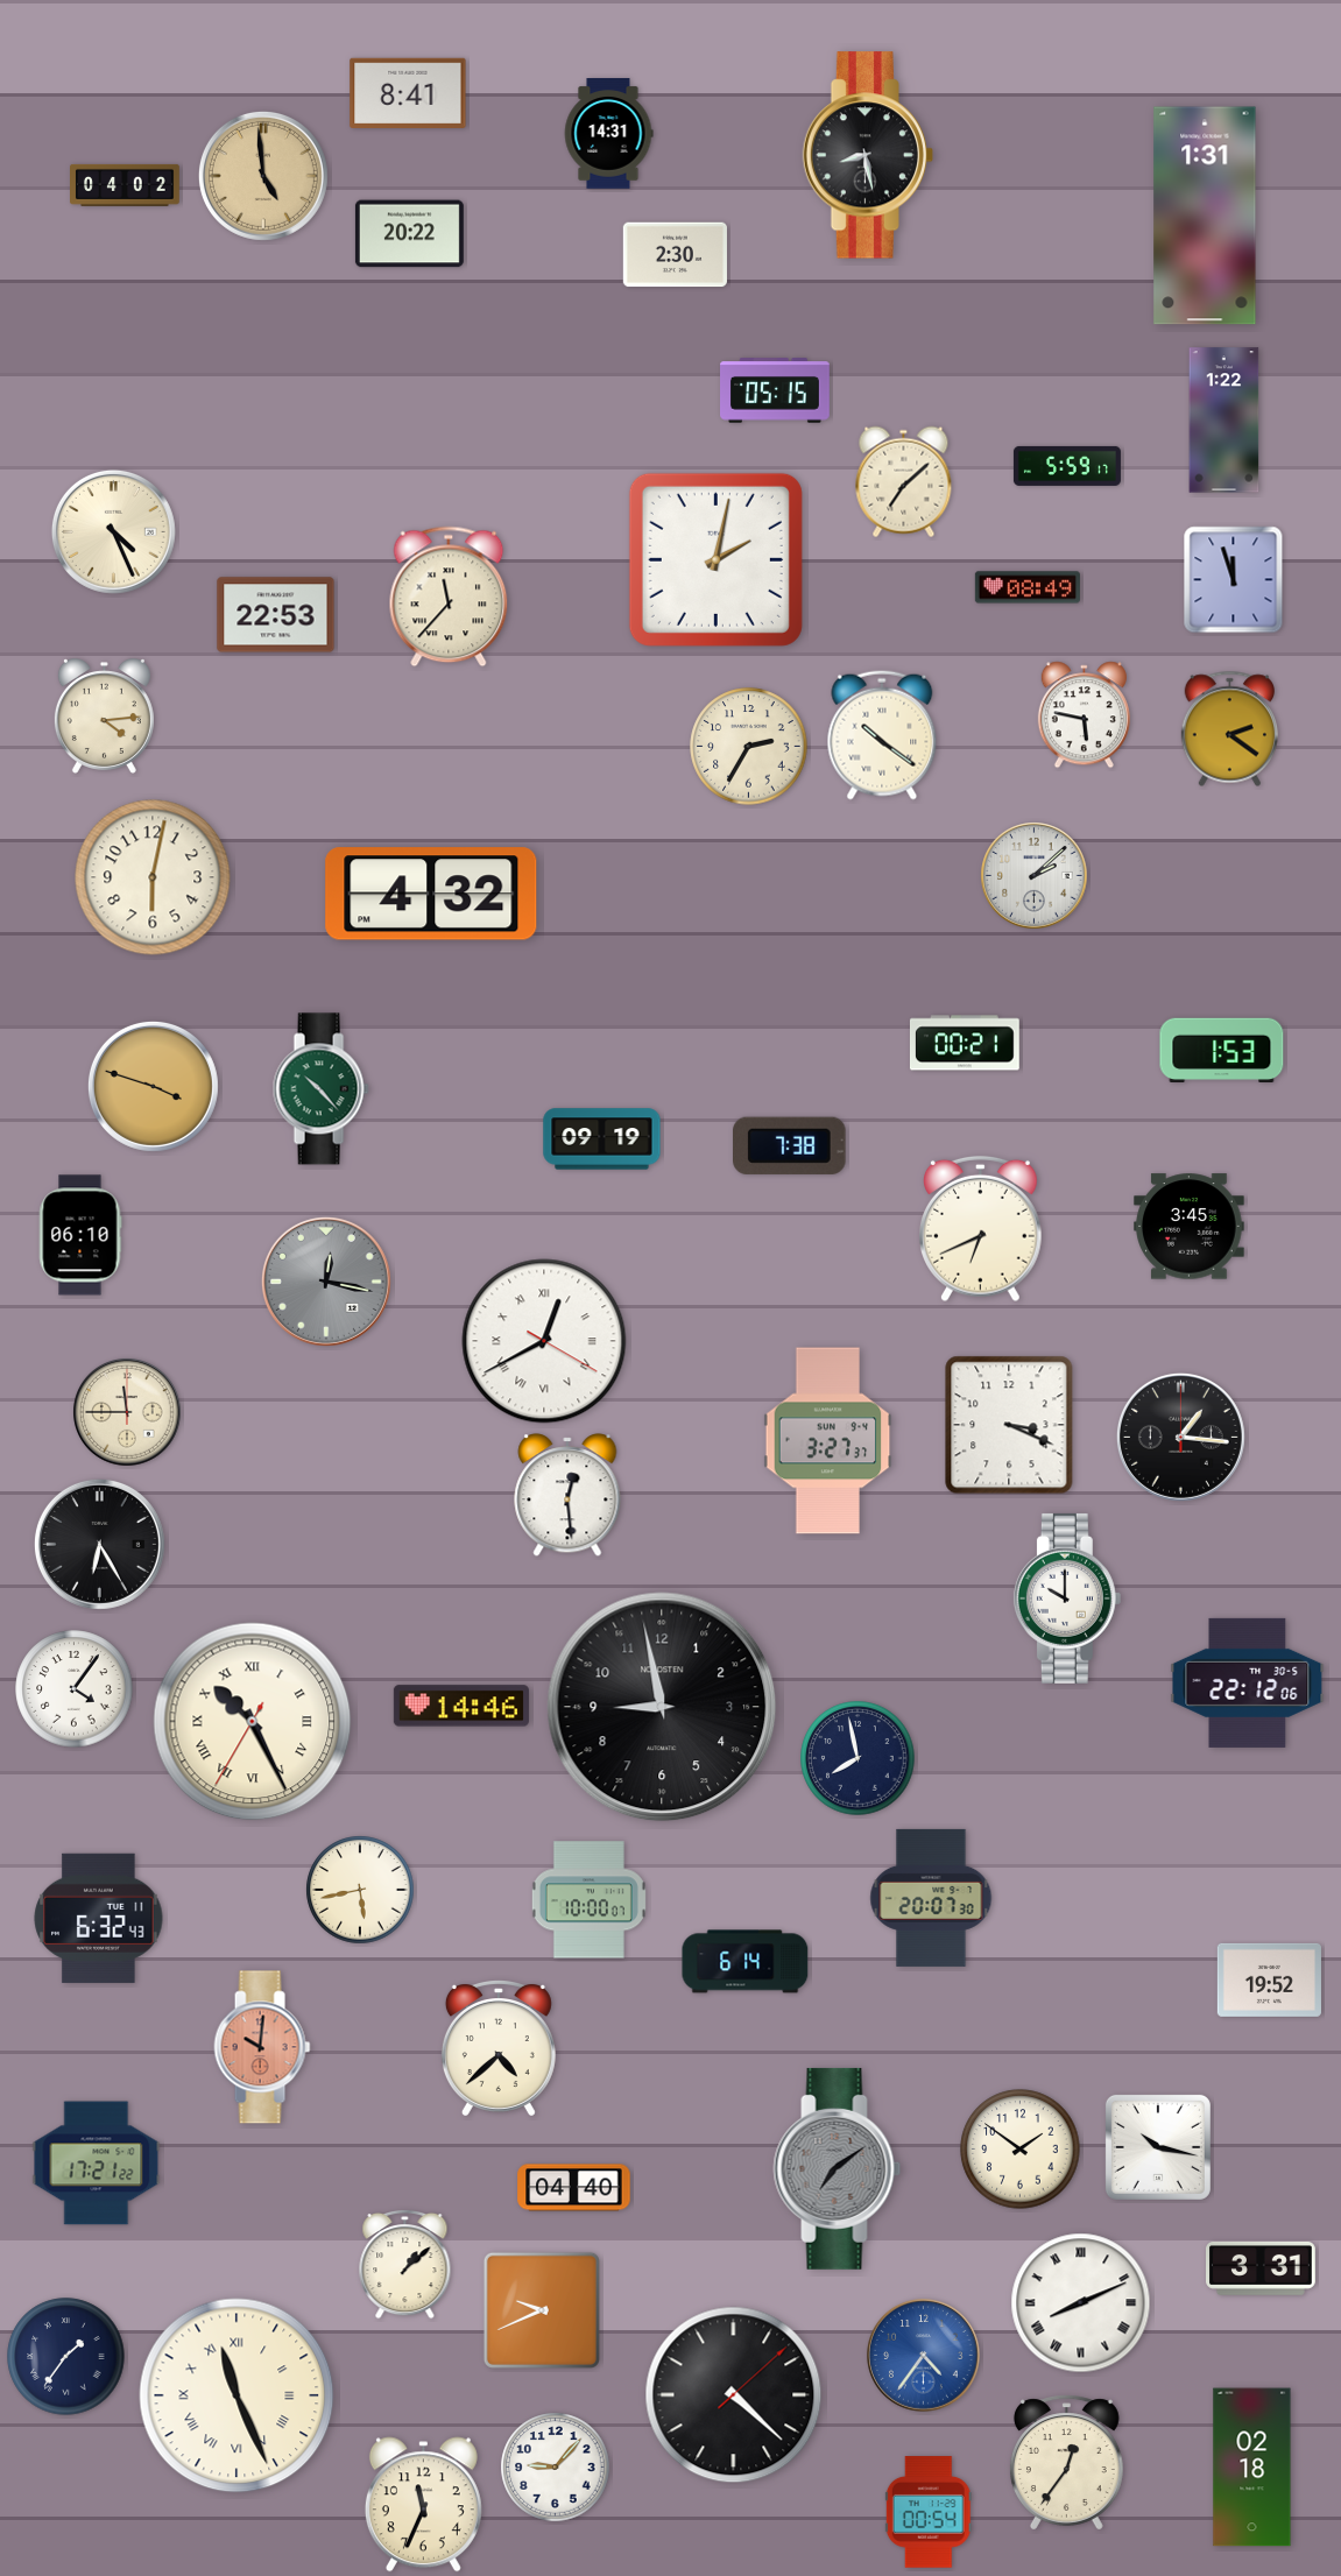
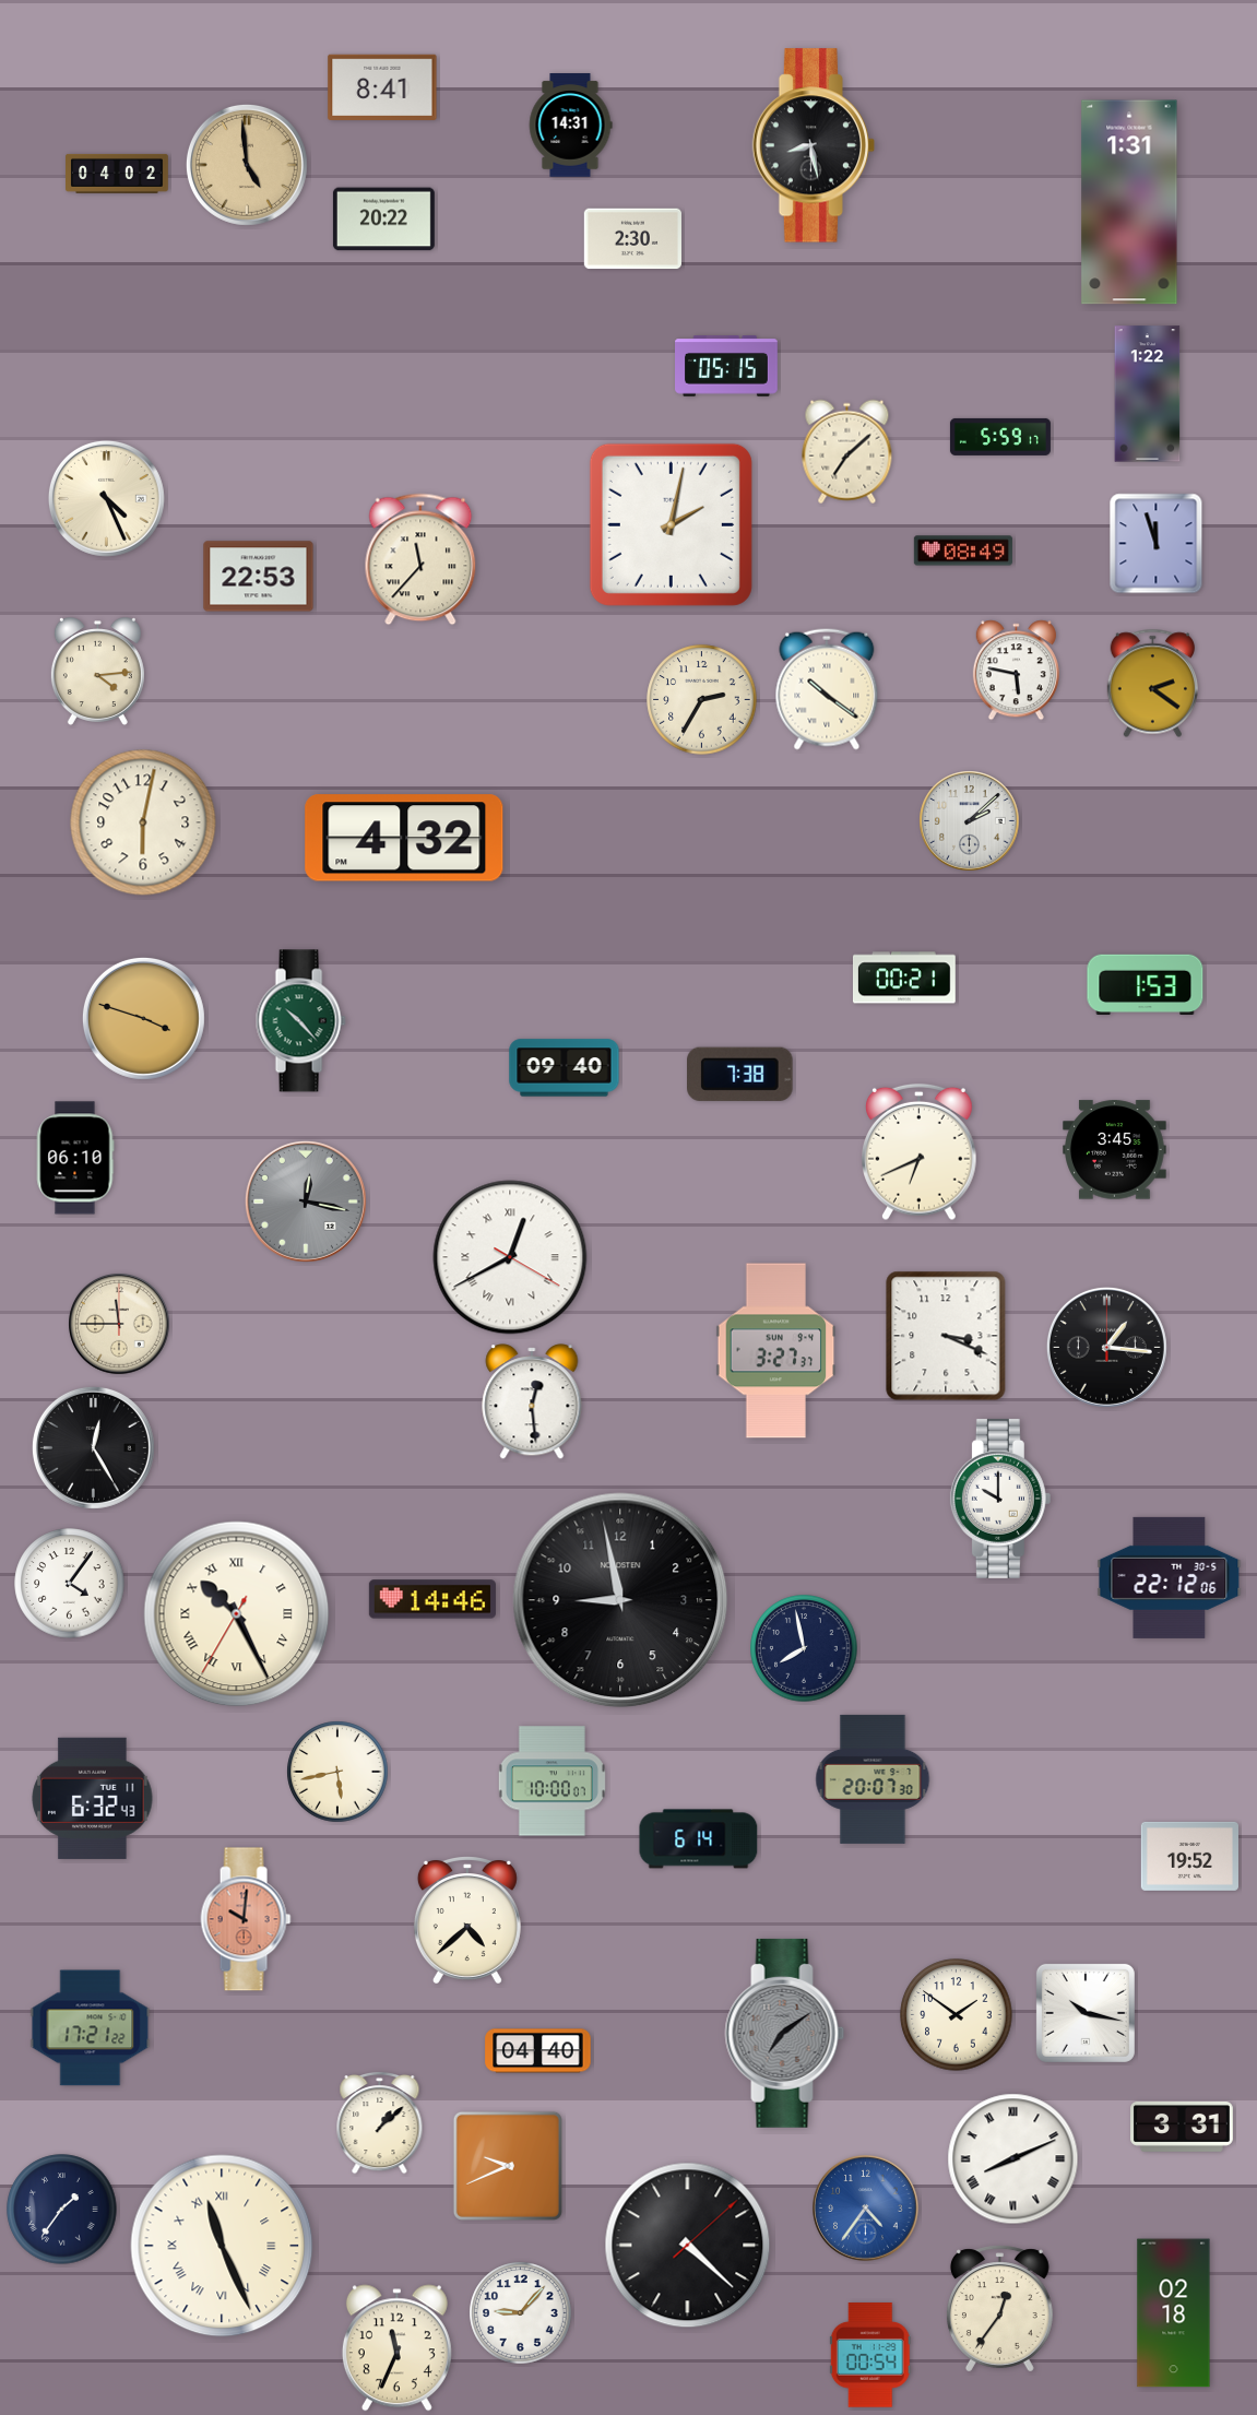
clock at (602, 1139): 09:19 -> 09:40
clock at (99, 1544): 6:25 -> 12:25
